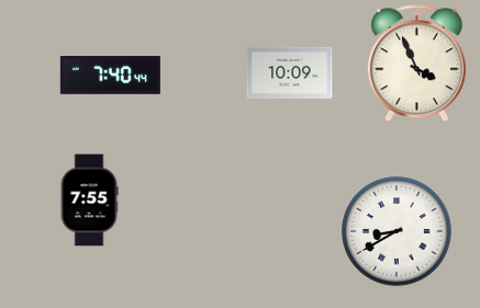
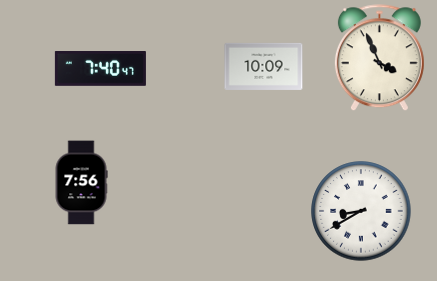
clock at (110, 76): 7:40:44 -> 7:40:47
clock at (89, 201): 7:55 -> 7:56
